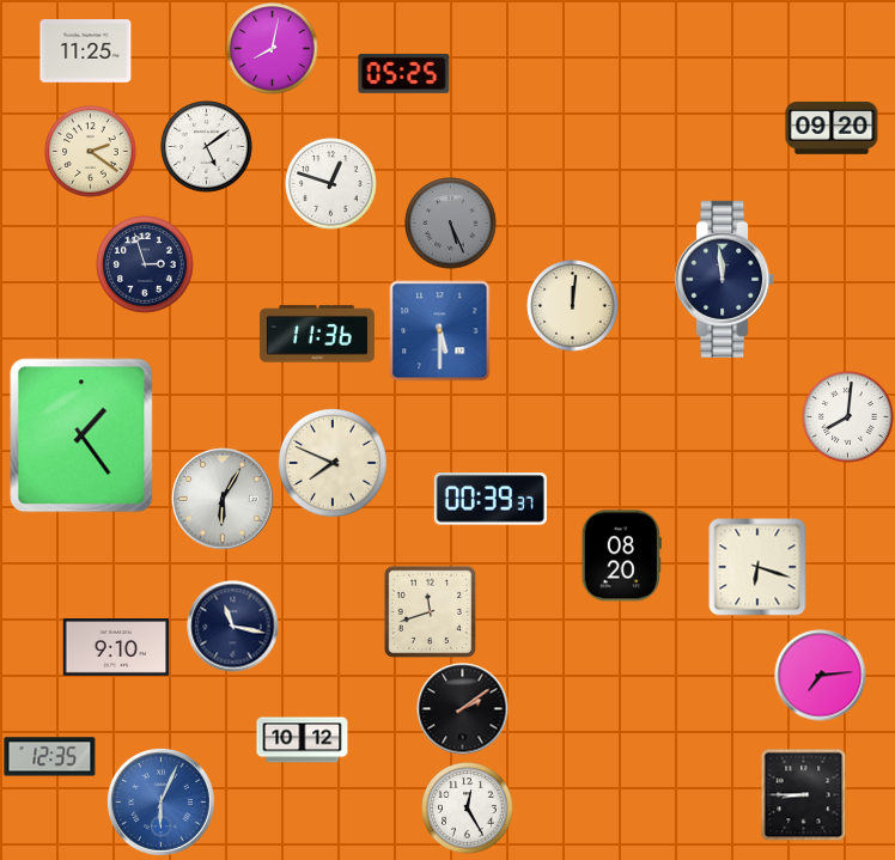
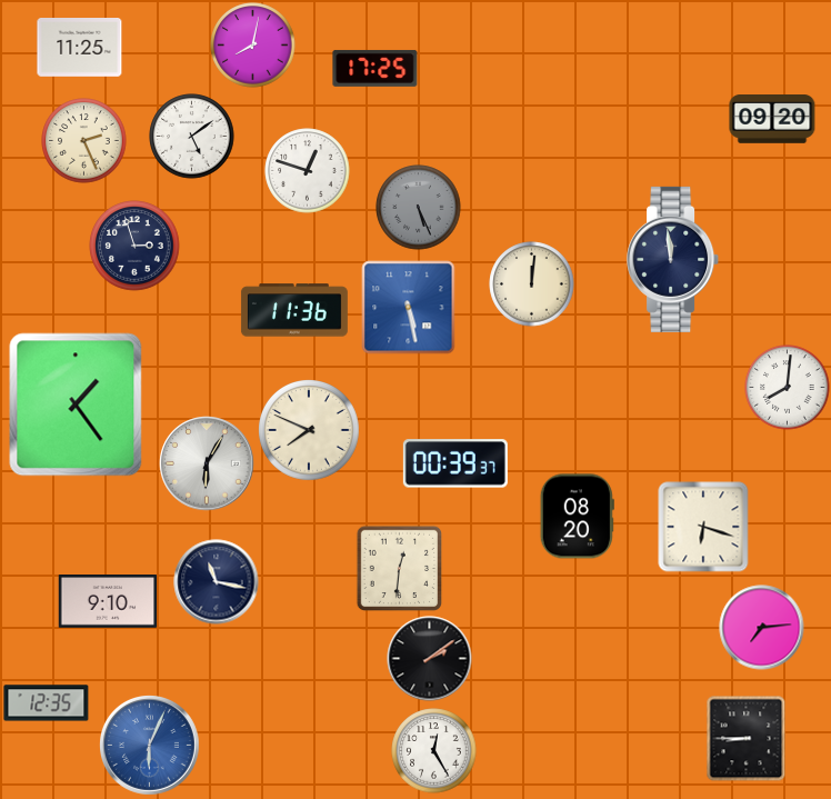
clock at (404, 73): 05:25 -> 17:25
clock at (91, 152): 2:21 -> 2:26
clock at (440, 331): 5:30 -> 5:28
clock at (430, 611): 11:42 -> 12:31
clock at (303, 740): 10:12 -> none
